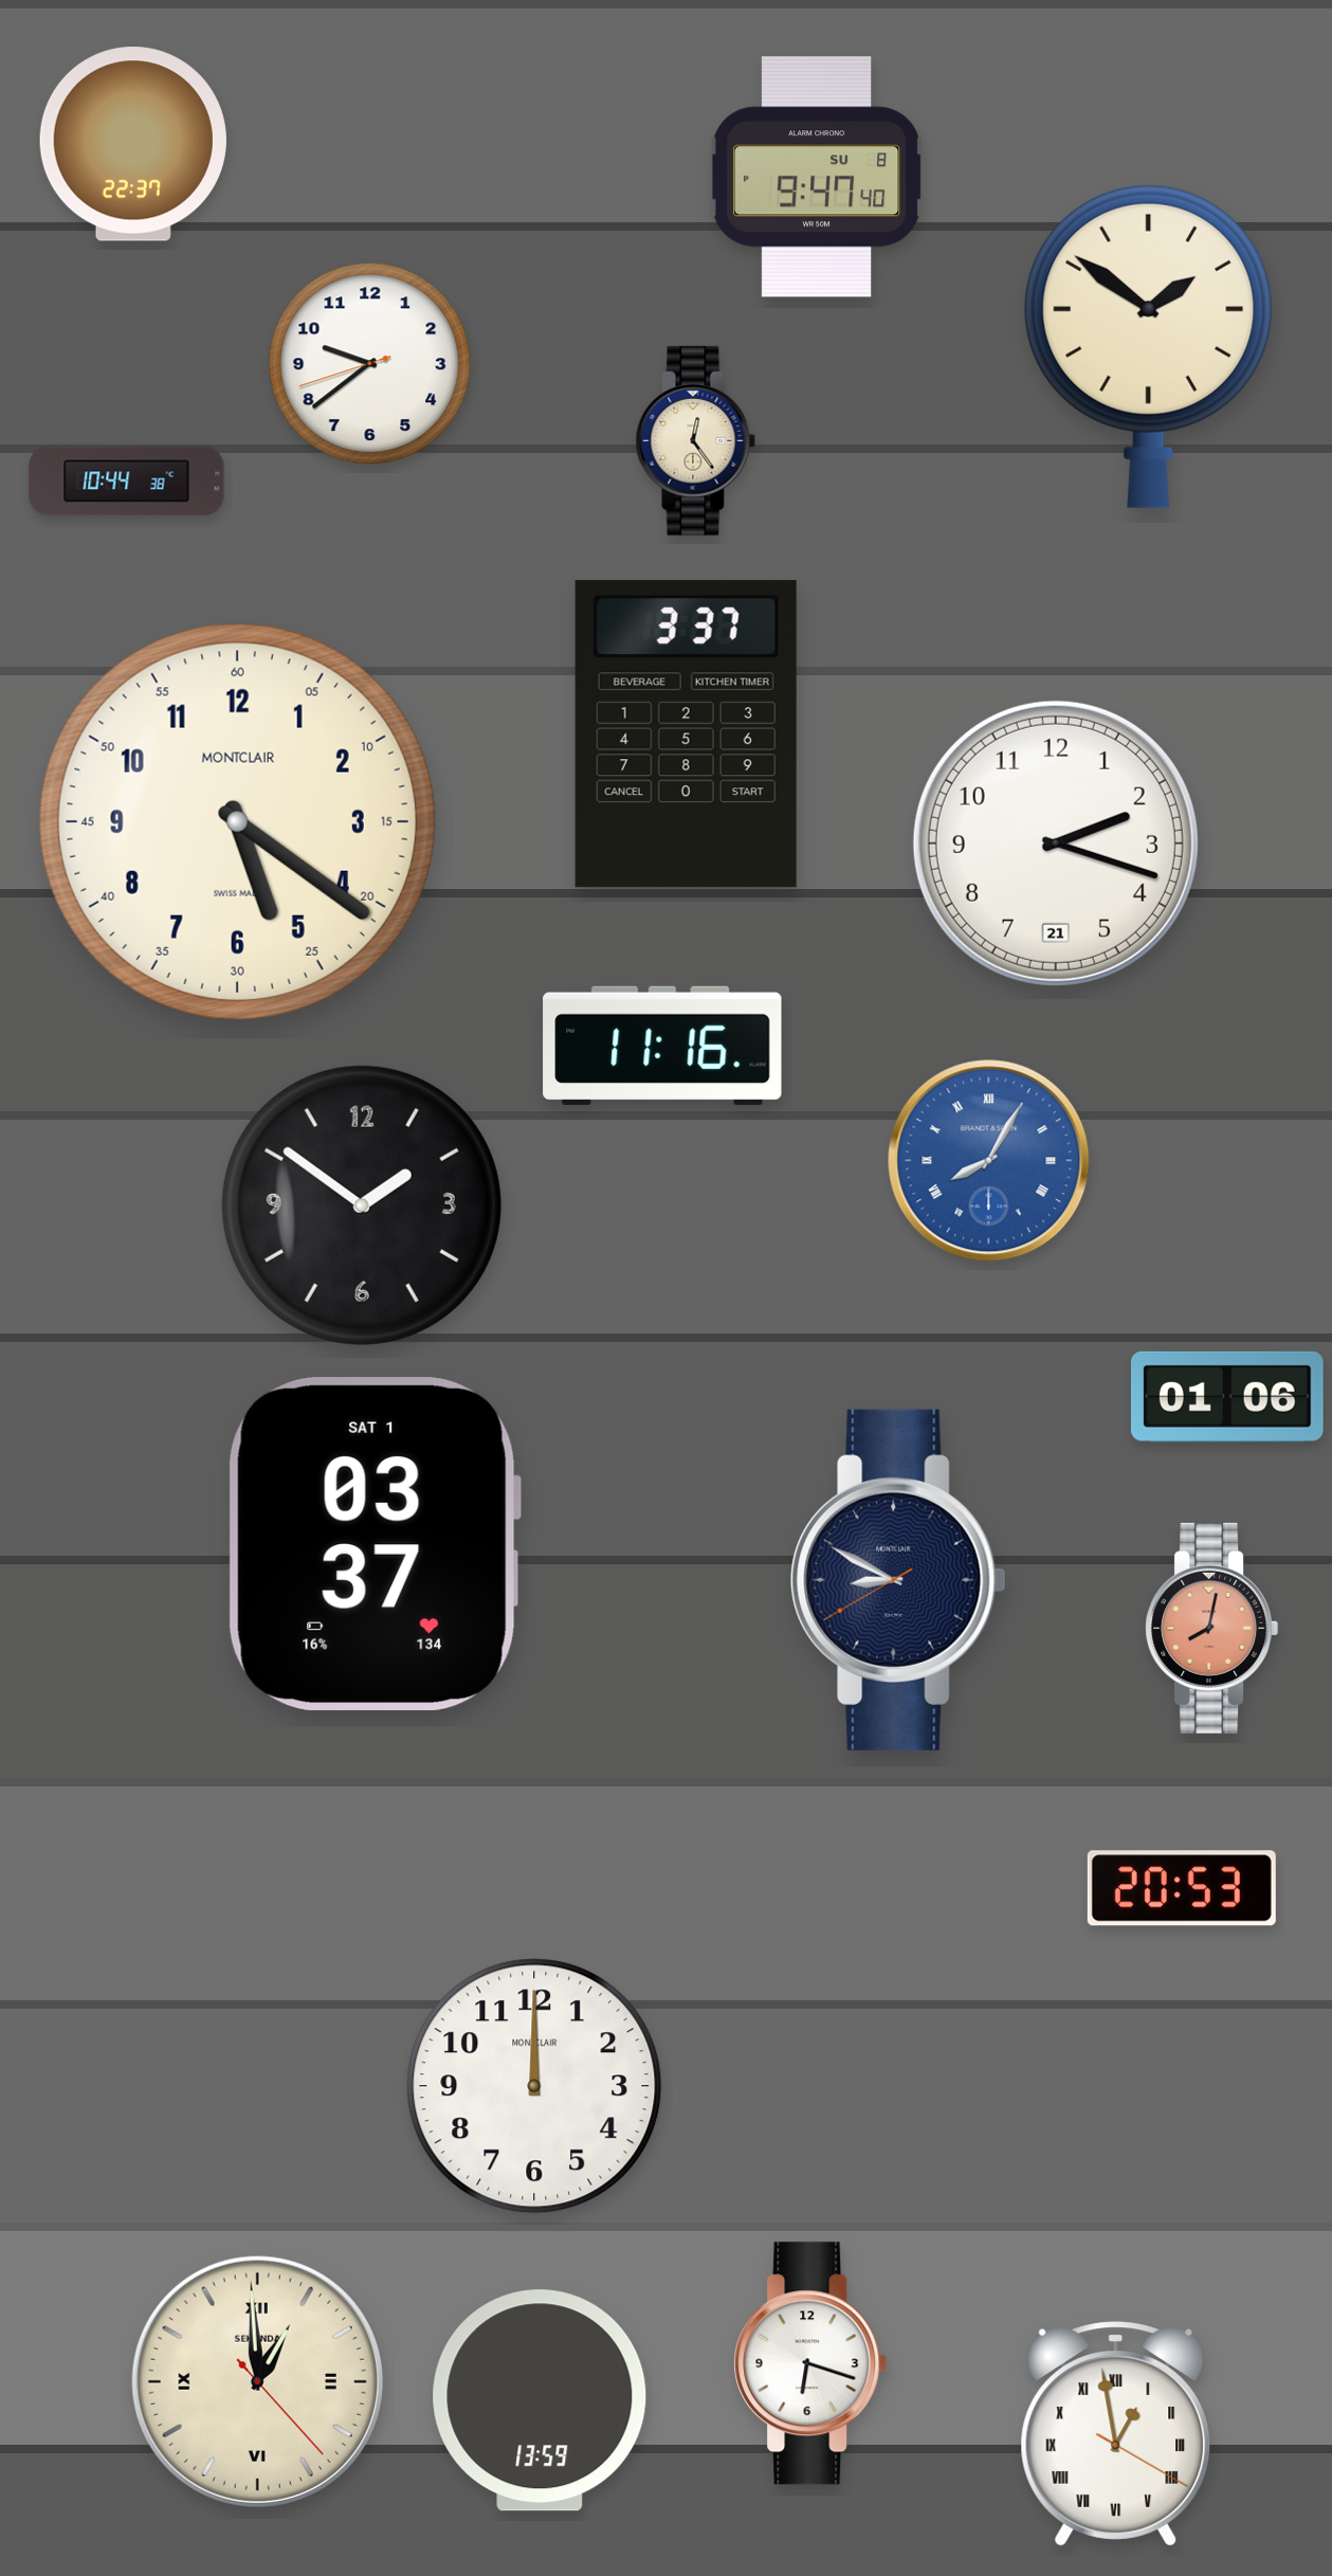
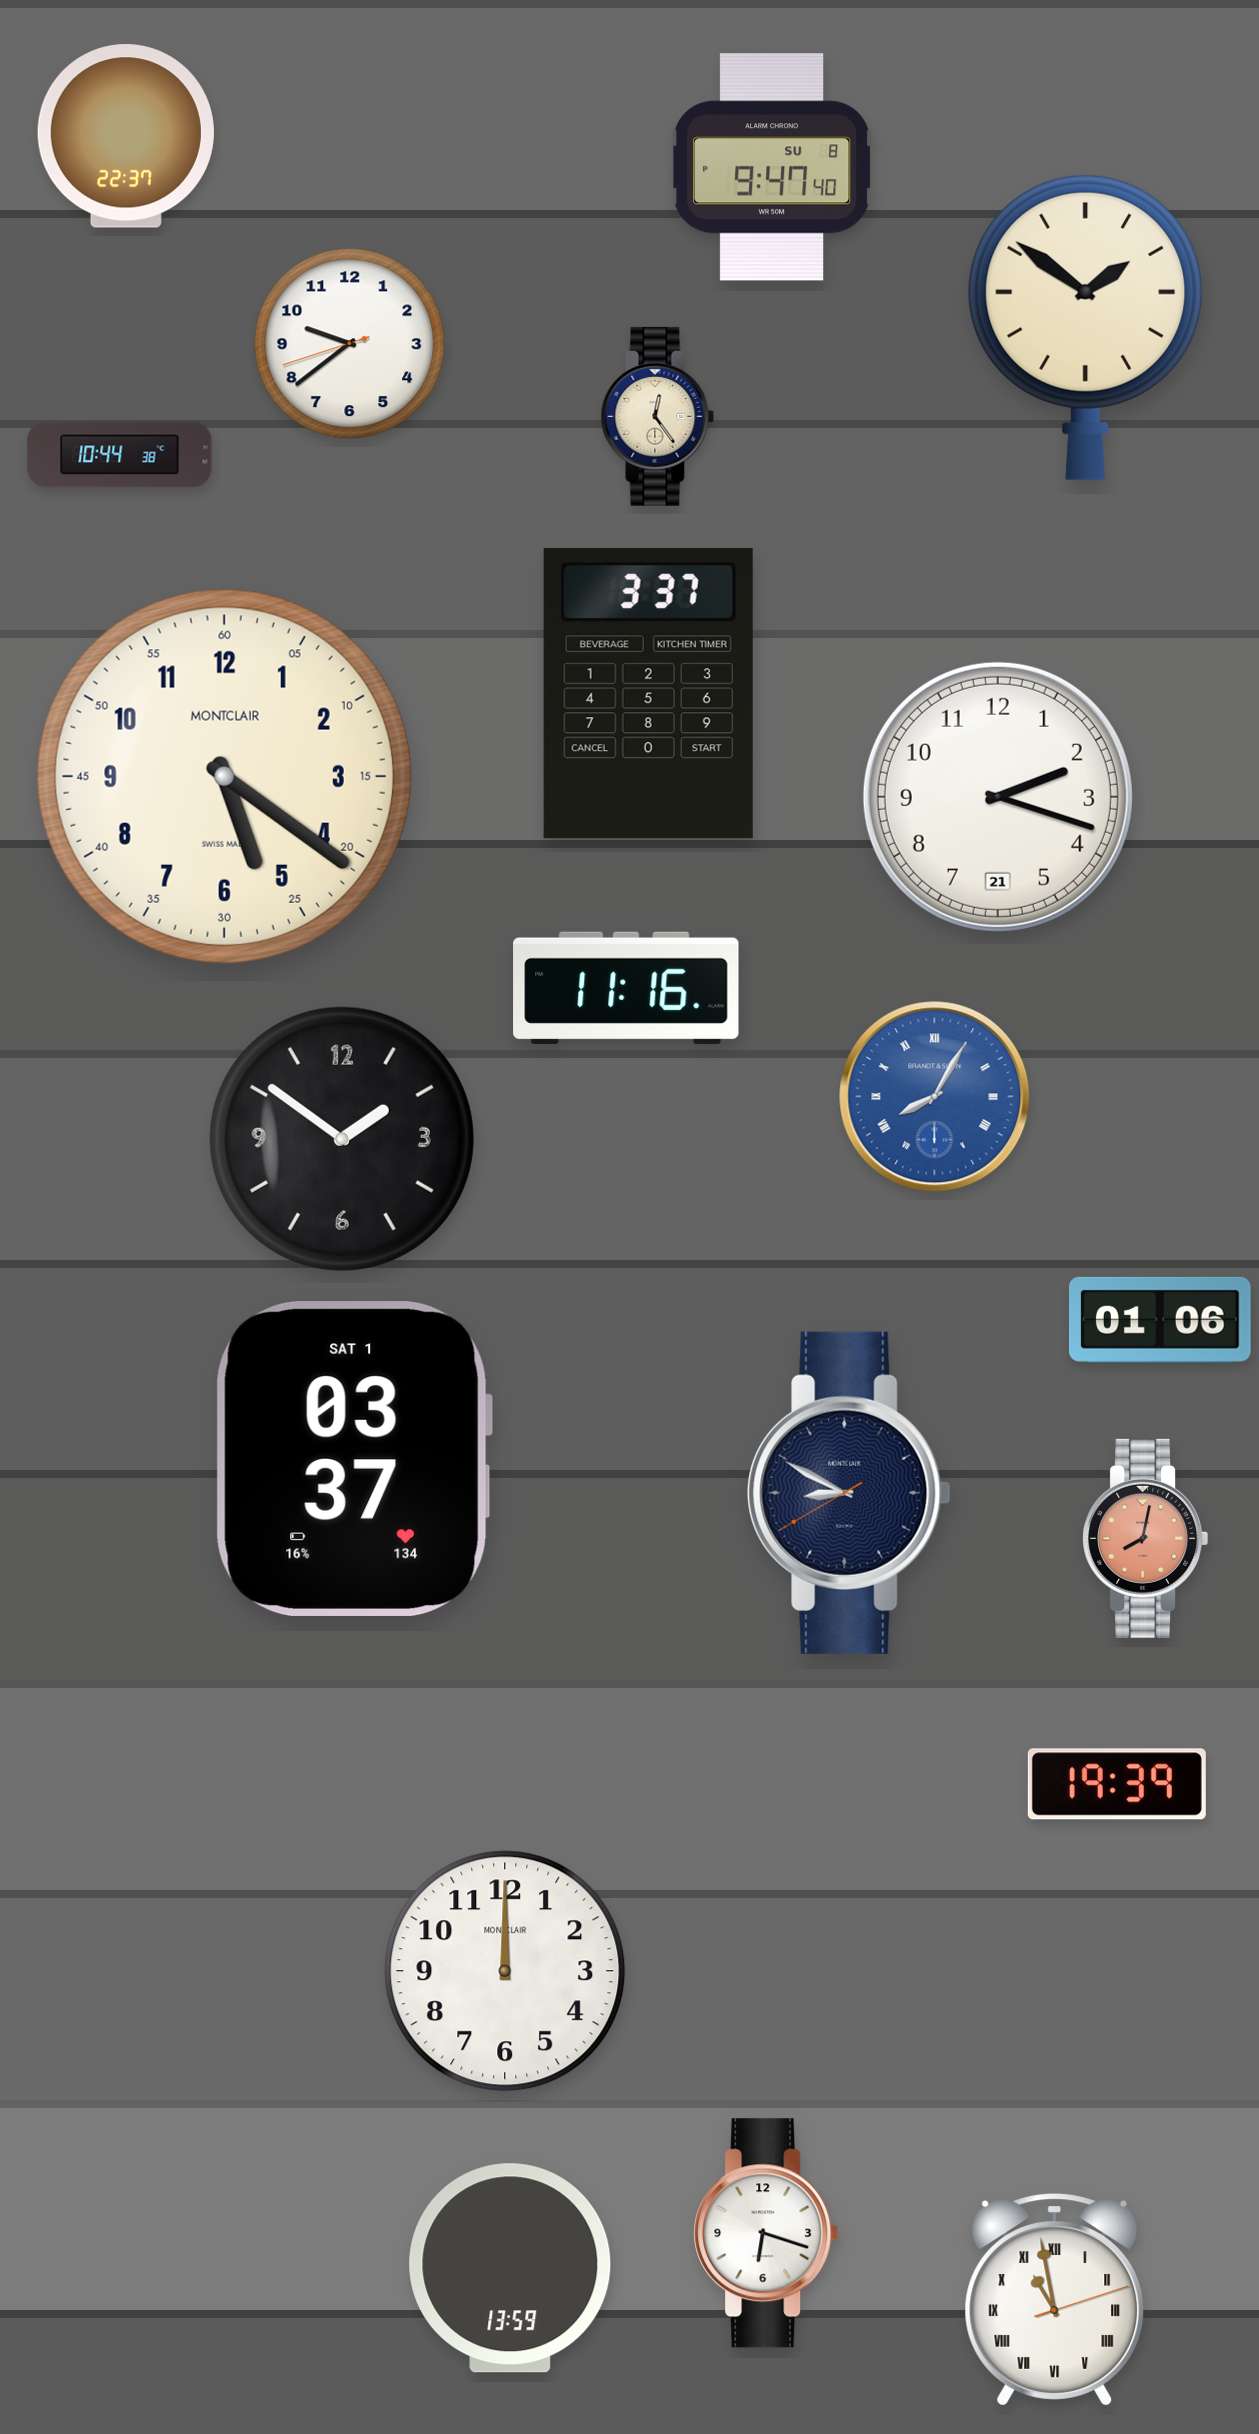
clock at (1182, 1888): 20:53 -> 19:39
clock at (257, 2381): 12:59 -> none
clock at (1116, 2434): 12:58 -> 10:58
